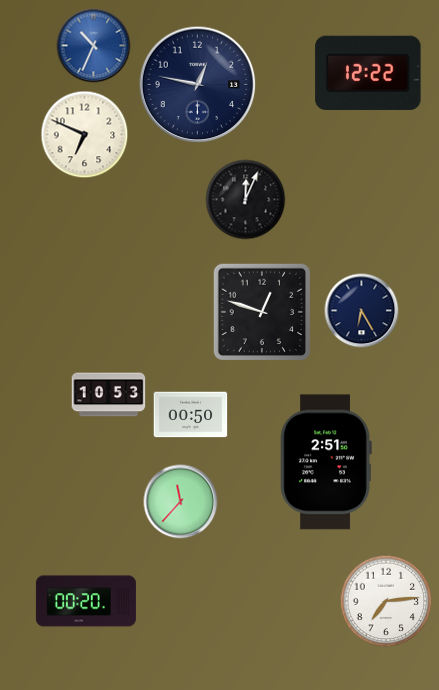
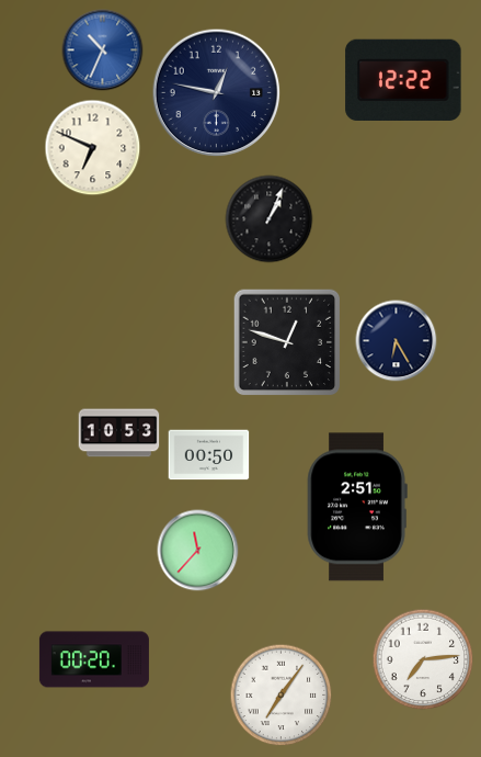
clock at (246, 200): 12:04 -> 1:04
clock at (282, 696): none -> 7:06
